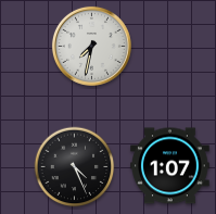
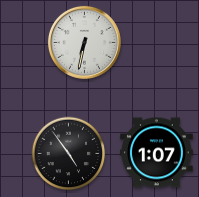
clock at (91, 46): 7:32 -> 6:32
clock at (75, 167): 4:26 -> 4:54
